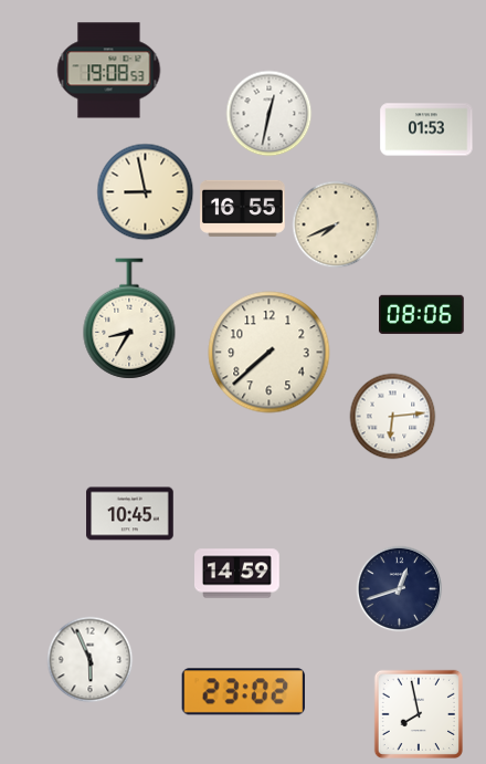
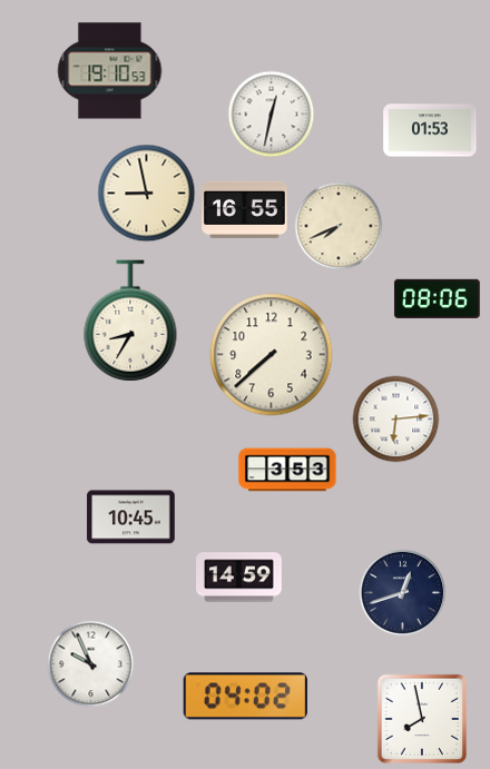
clock at (109, 71): 19:08 -> 19:10
clock at (422, 314) position: (422, 314) -> (438, 298)
clock at (287, 470): none -> 3:53
clock at (89, 659): 5:56 -> 9:56
clock at (244, 692): 23:02 -> 04:02
